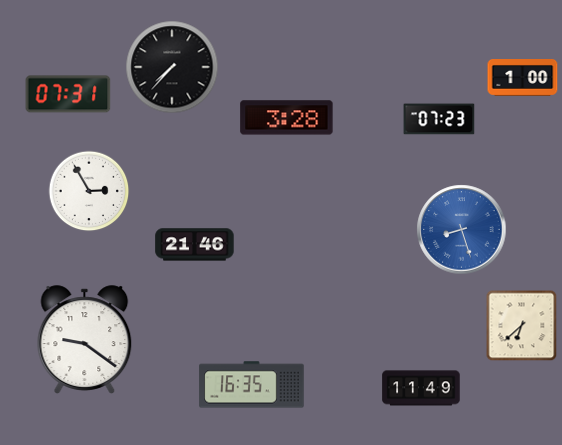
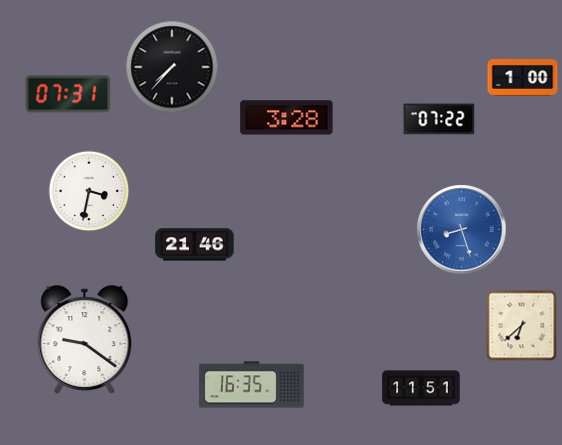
clock at (439, 119): 07:23 -> 07:22
clock at (89, 191): 2:55 -> 3:32
clock at (421, 388): 11:49 -> 11:51
